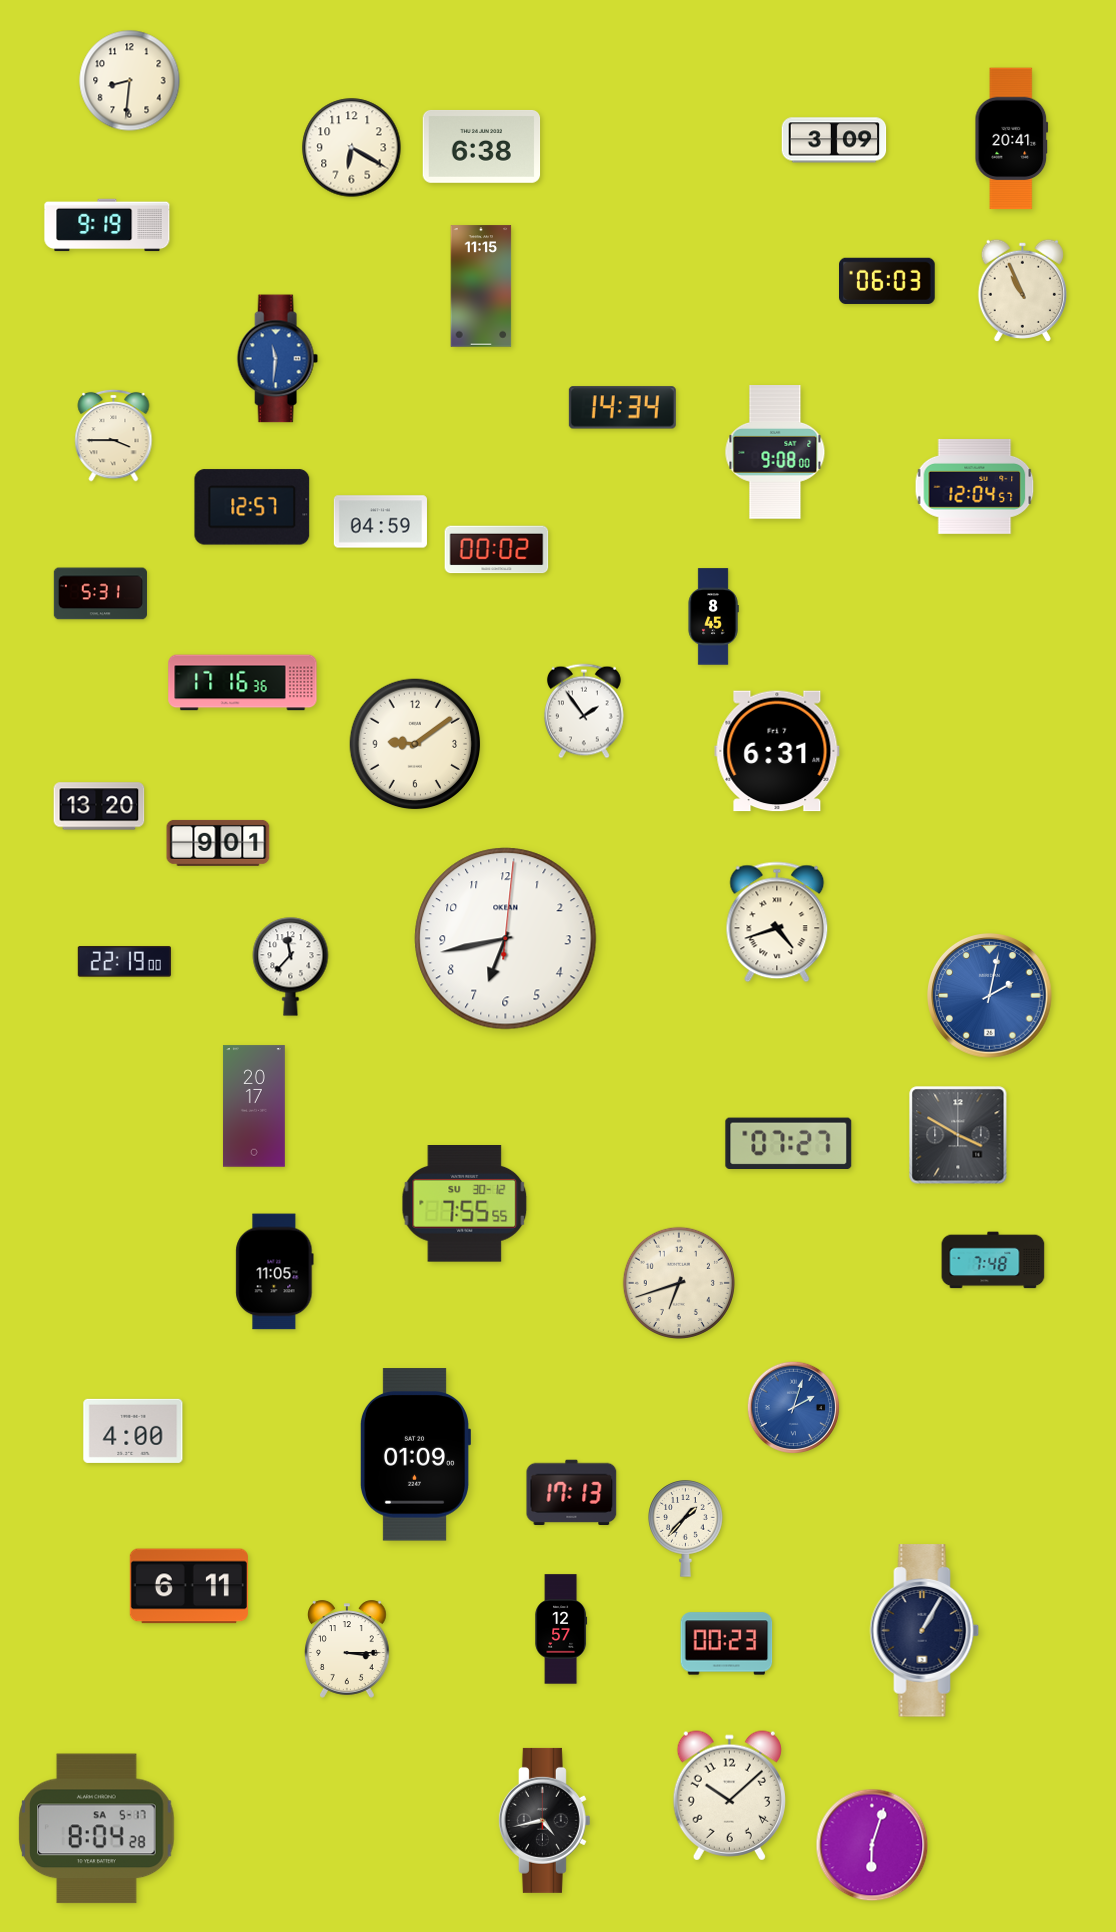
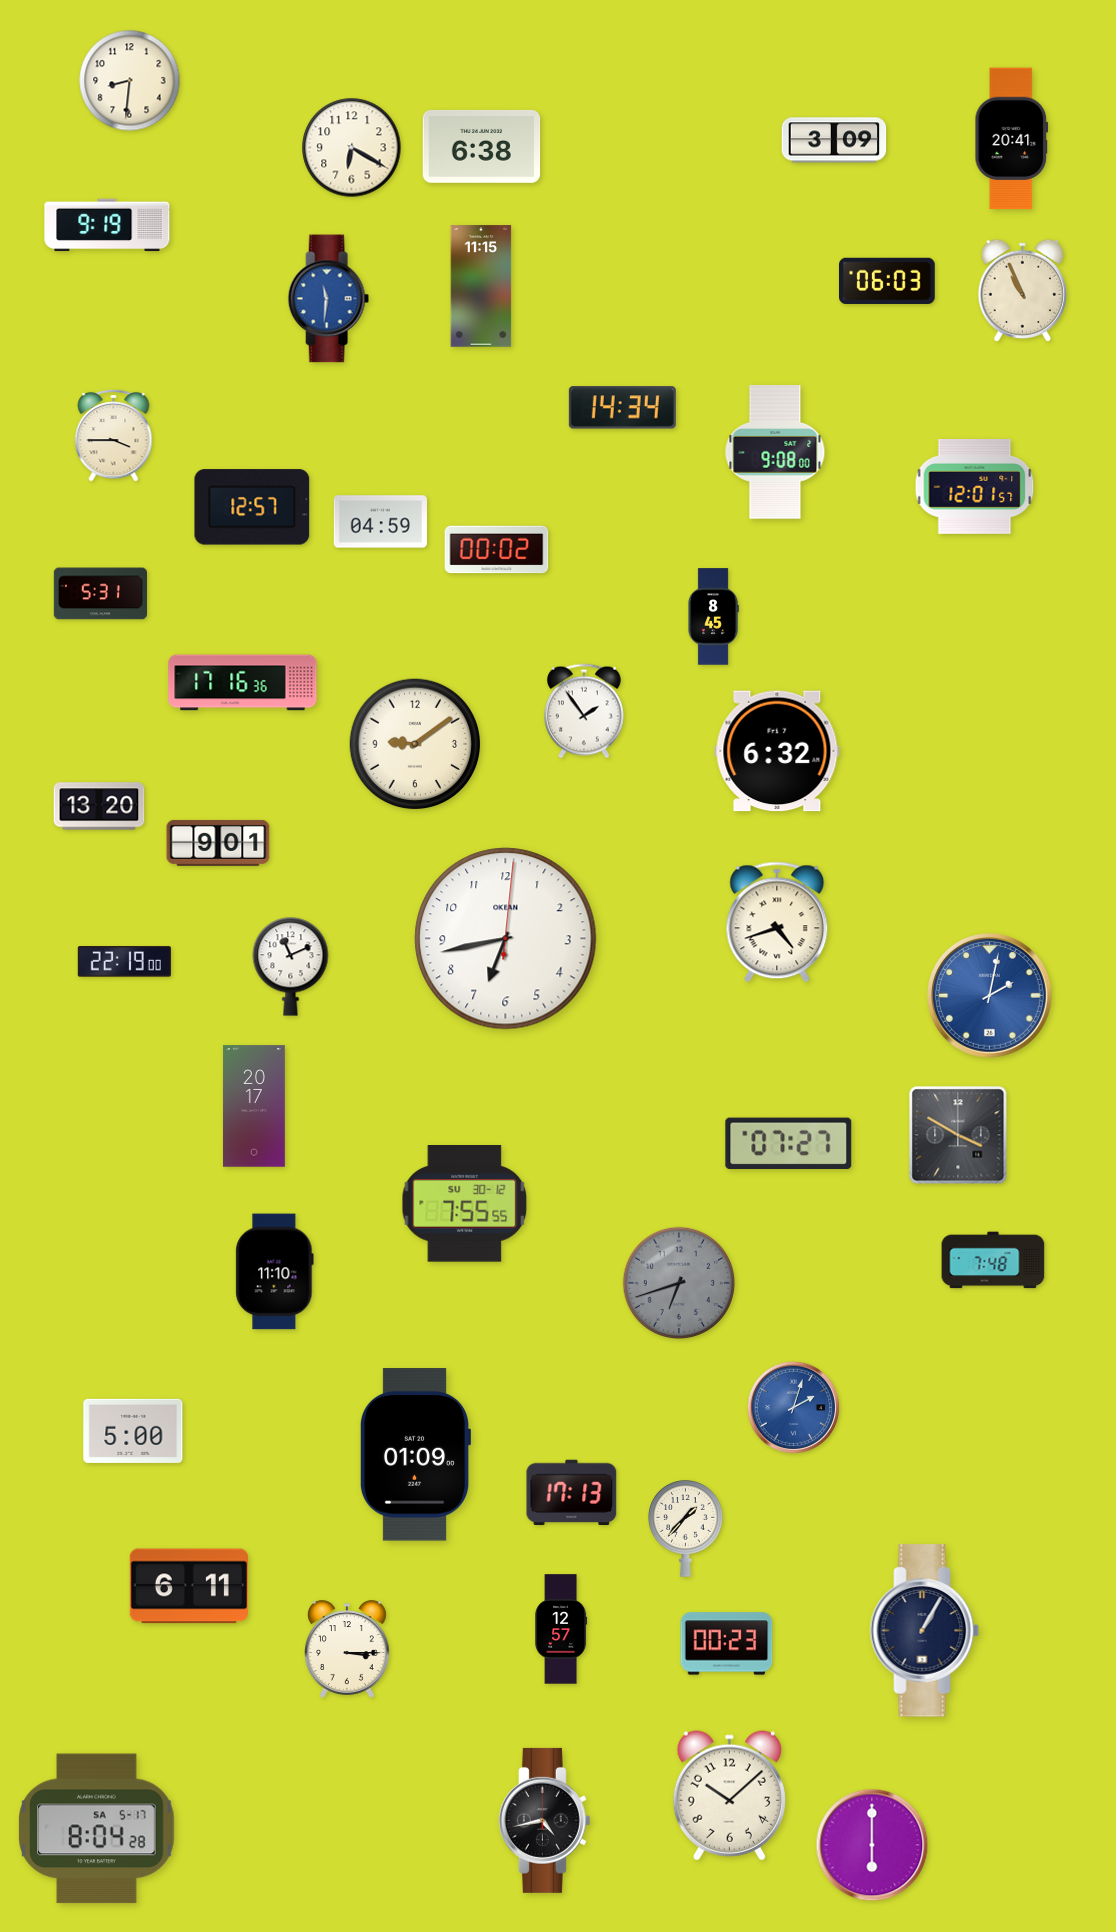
clock at (277, 359) position: (277, 359) -> (328, 299)
clock at (975, 486): 12:04 -> 12:01
clock at (777, 751): 6:31 -> 6:32
clock at (291, 967): 11:37 -> 11:11
clock at (275, 1272): 11:05 -> 11:10
clock at (679, 1283) dial: cream -> grey
clock at (133, 1431): 4:00 -> 5:00
clock at (872, 1845): 6:03 -> 6:00
